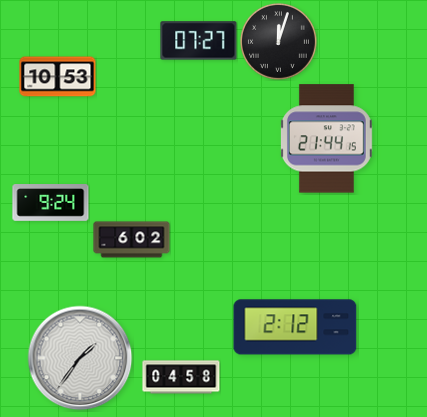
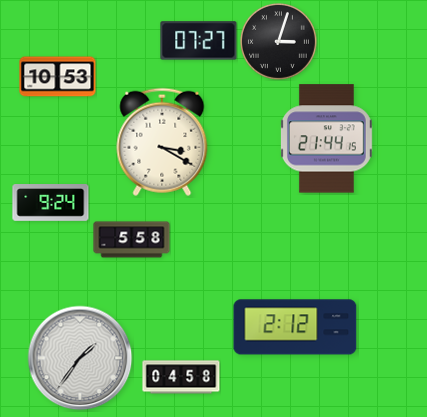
clock at (278, 41): 12:03 -> 3:03
clock at (162, 142): none -> 3:20
clock at (132, 240): 6:02 -> 5:58
